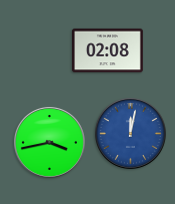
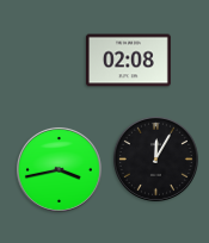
clock at (130, 133): 12:02 -> 12:05
clock at (130, 133) dial: blue -> black
